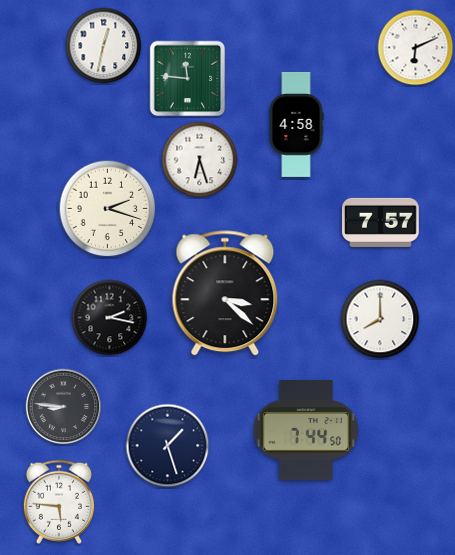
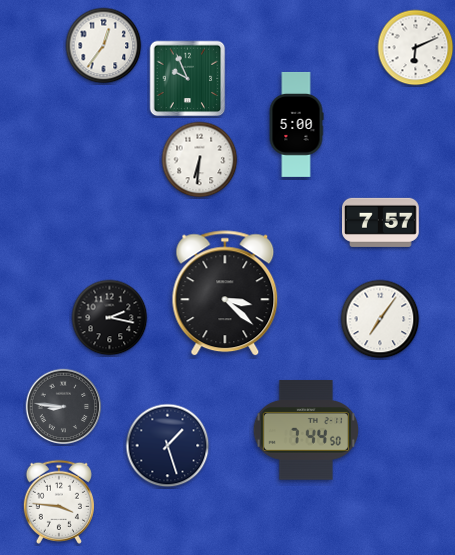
clock at (104, 46): 12:32 -> 12:36
clock at (188, 79): 11:46 -> 9:56
clock at (296, 124): 4:58 -> 5:00
clock at (200, 160): 6:27 -> 6:31
clock at (108, 209): 2:18 -> none
clock at (380, 319): 8:00 -> 7:06
clock at (59, 502): 5:46 -> 3:46
